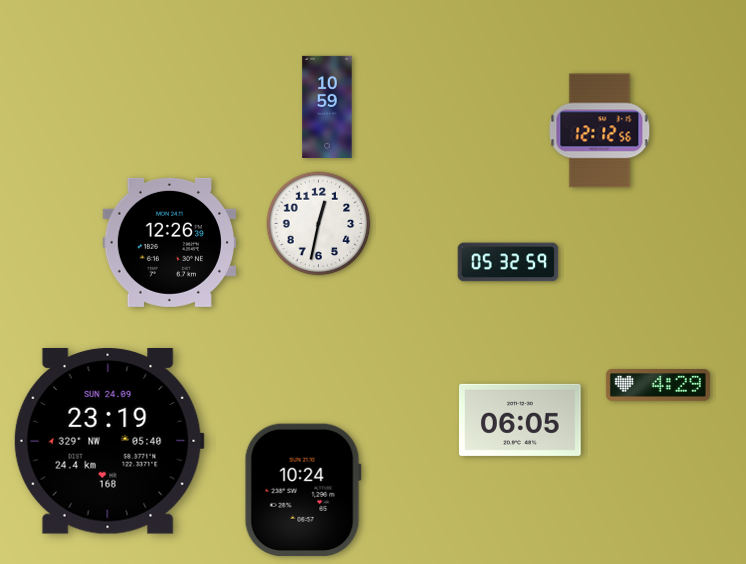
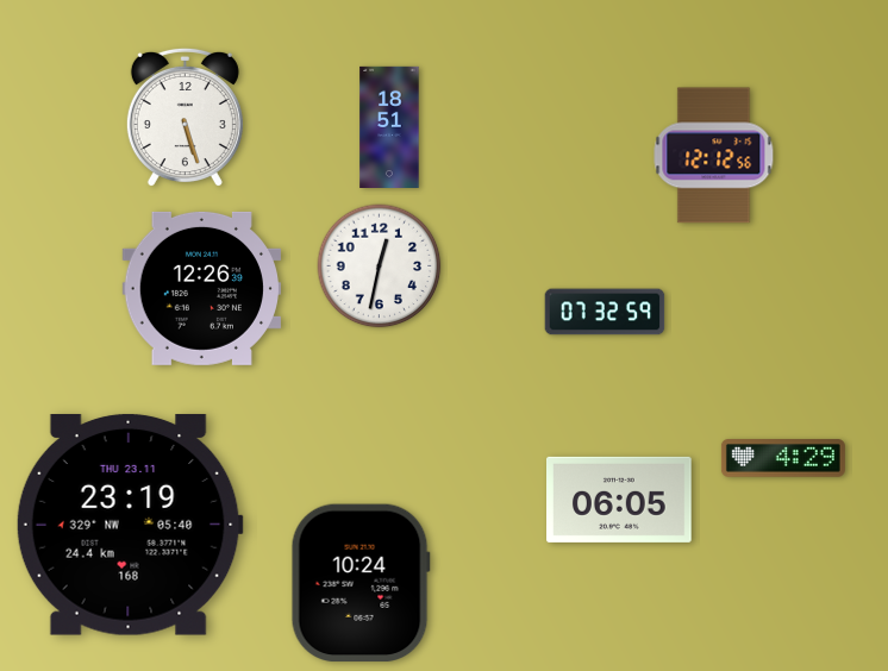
clock at (185, 118): none -> 5:27
clock at (327, 106): 10:59 -> 18:51
clock at (508, 262): 05:32 -> 07:32
clock at (109, 441) date: SUN 24.09 -> THU 23.11
